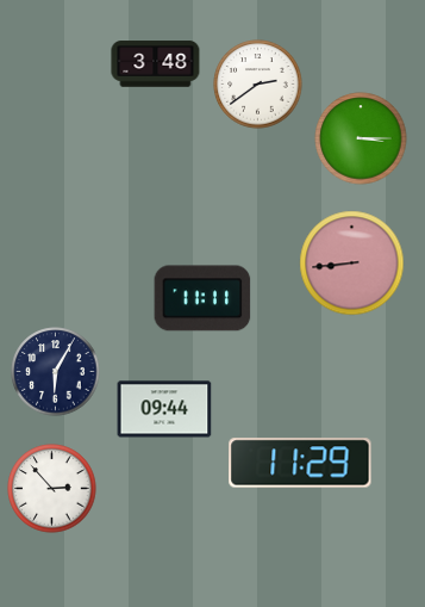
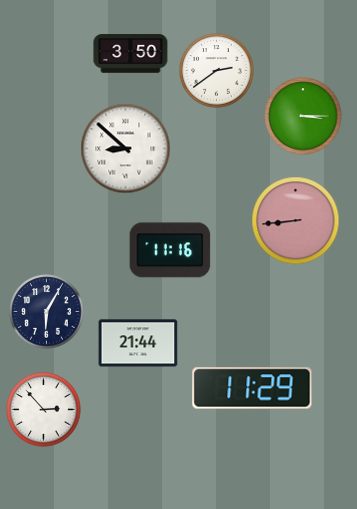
clock at (156, 64): 3:48 -> 3:50
clock at (126, 149): none -> 8:52
clock at (202, 298): 11:11 -> 11:16
clock at (164, 409): 09:44 -> 21:44
